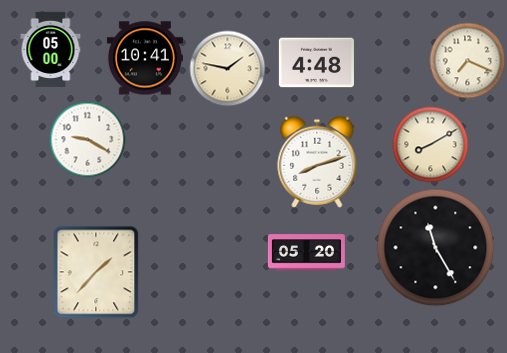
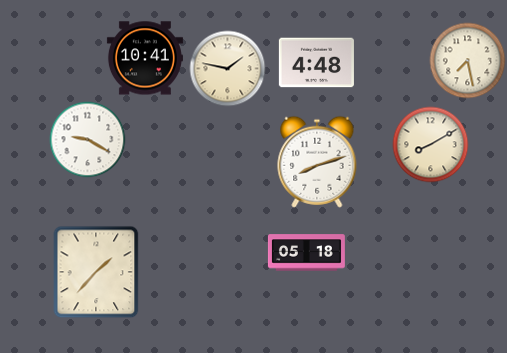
clock at (51, 49): 05:00 -> none
clock at (468, 61): 7:19 -> 7:28
clock at (436, 248): 11:25 -> none
clock at (306, 253): 05:20 -> 05:18
